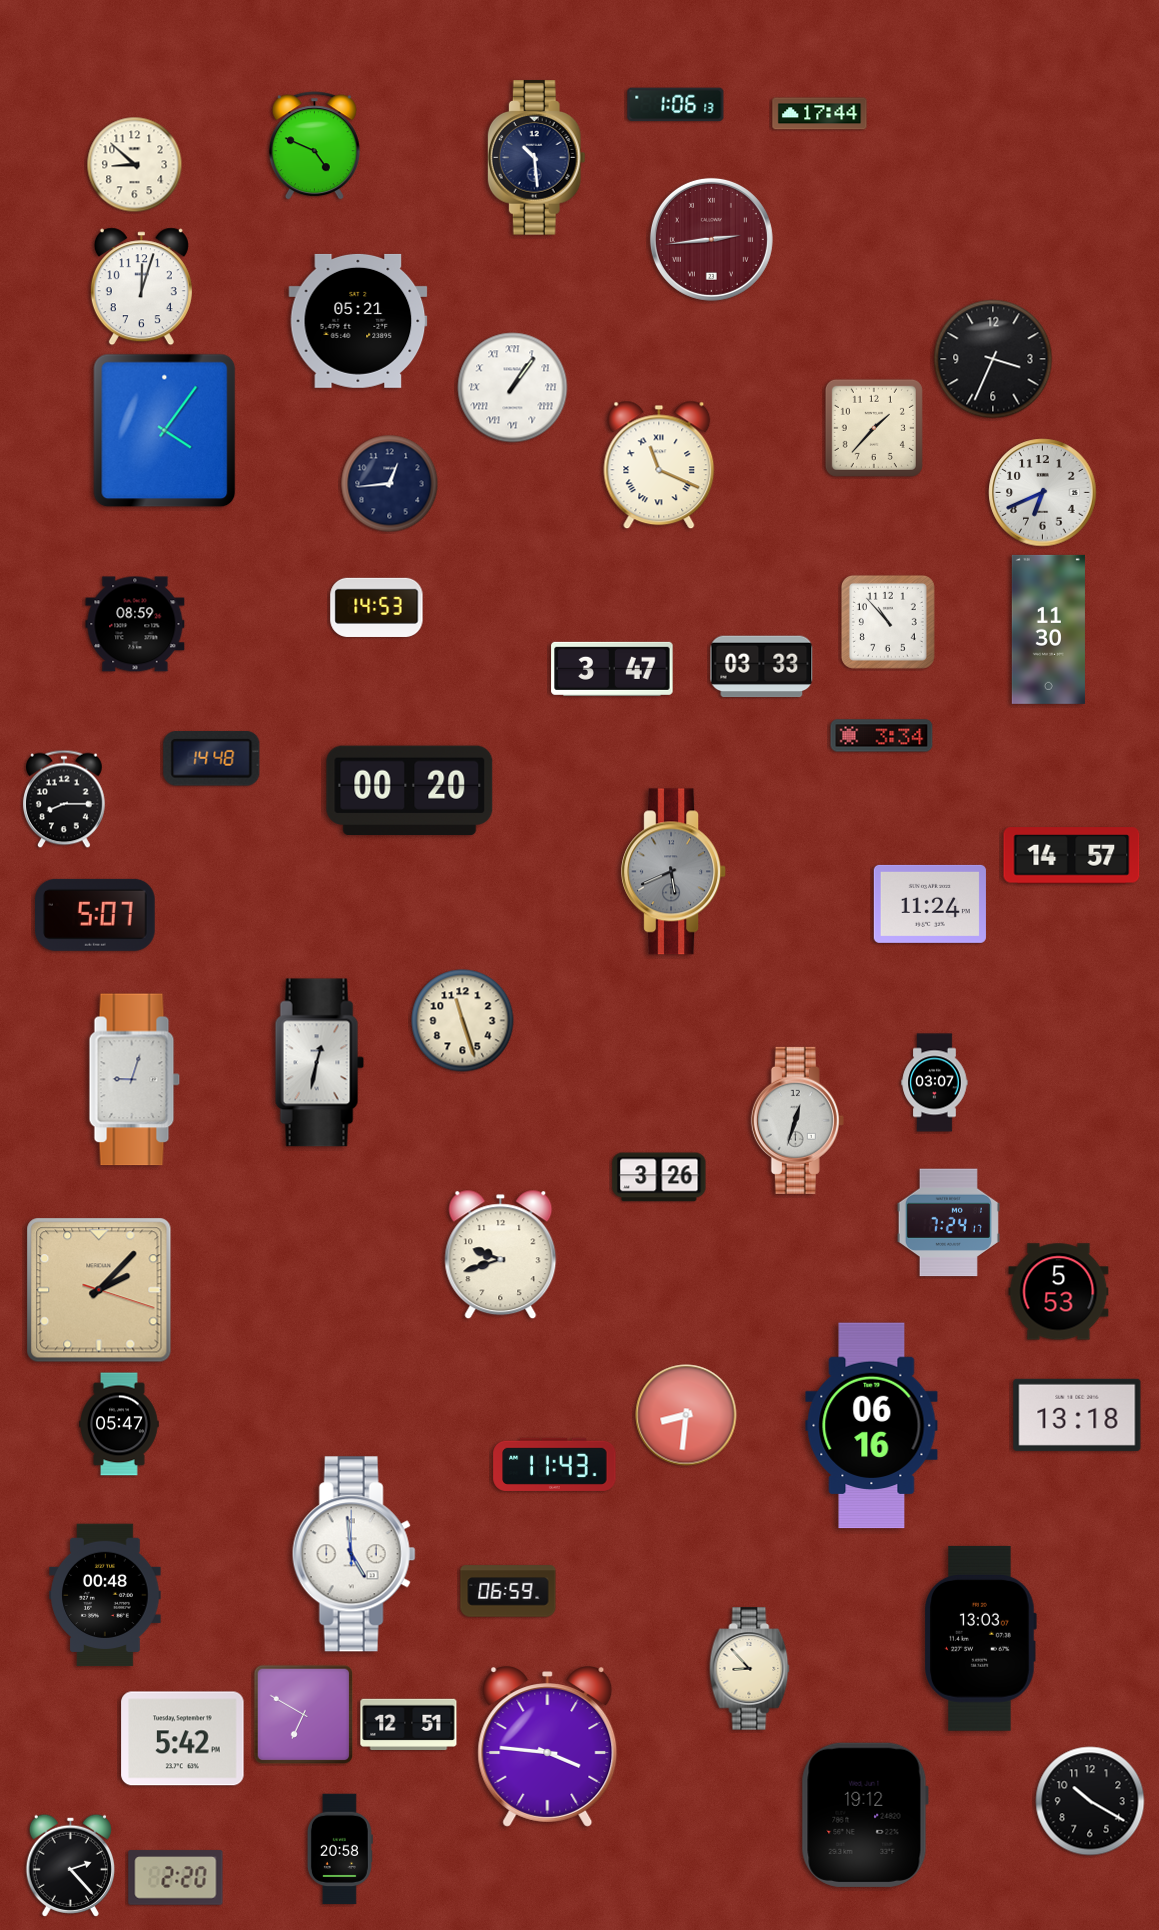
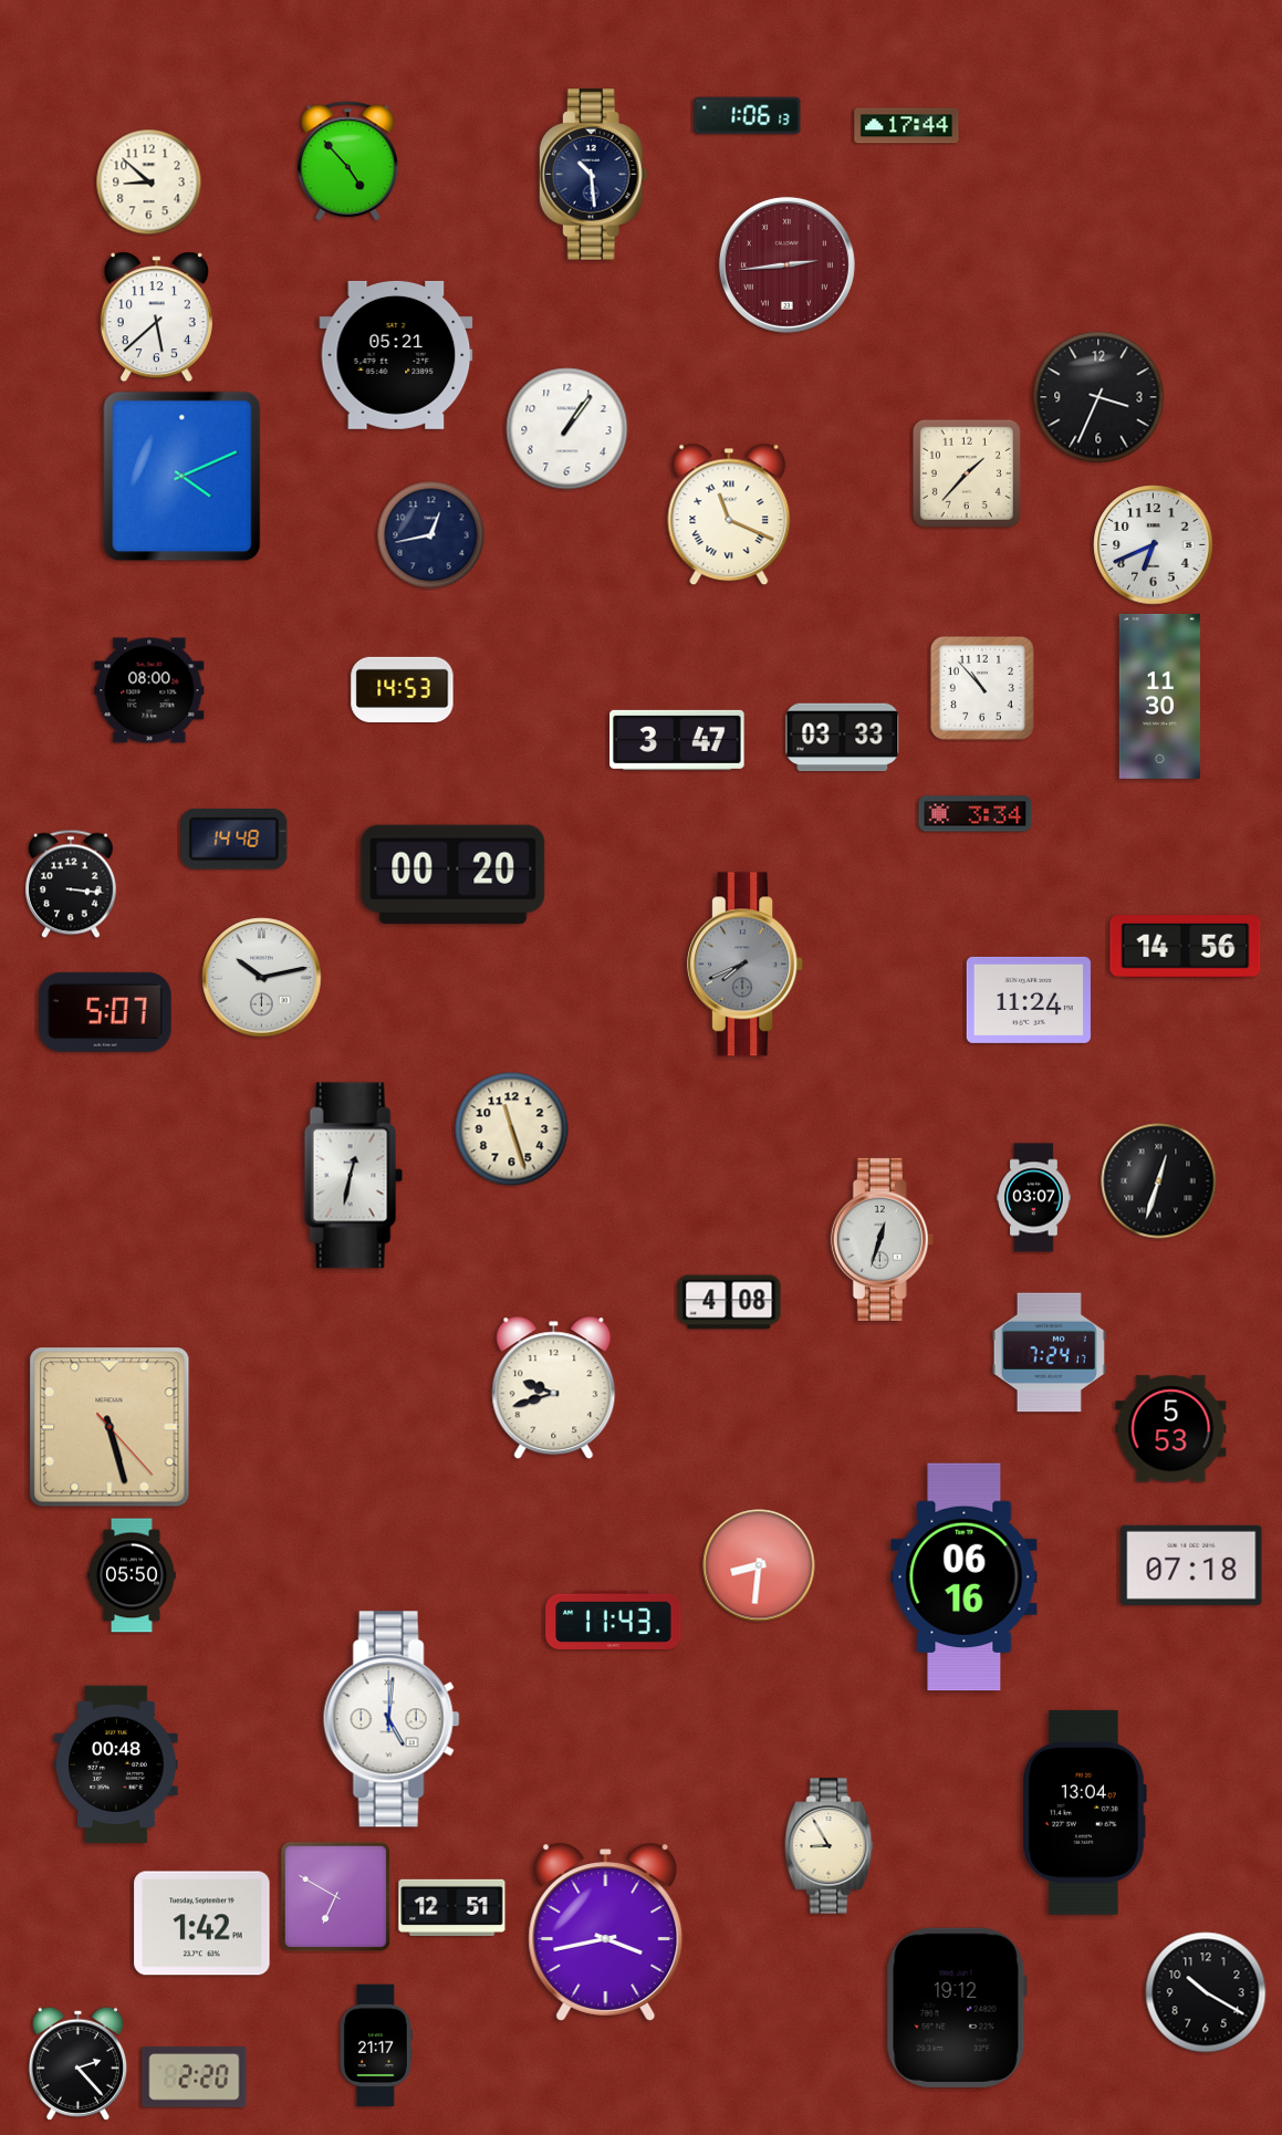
clock at (314, 146): 4:49 -> 4:53
clock at (141, 287): 12:03 -> 5:38
clock at (513, 388) numerals: Roman -> Arabic
clock at (165, 431): 4:06 -> 4:11
clock at (390, 484): 12:44 -> 12:43
clock at (377, 607) position: (377, 607) -> (403, 689)
clock at (135, 624): 08:59 -> 08:00
clock at (65, 799): 8:15 -> 3:16
clock at (1072, 856): 14:57 -> 14:56
clock at (674, 872): 5:41 -> 7:41
clock at (262, 978): none -> 10:13
clock at (1159, 1181): none -> 12:33
clock at (135, 1080): 9:03 -> none
clock at (659, 1177): 3:26 -> 4:08
clock at (99, 1290): 2:07 -> 5:27
clock at (1077, 1415): 13:18 -> 07:18
clock at (120, 1424): 05:47 -> 05:50
clock at (354, 1554): 4:59 -> 5:01
clock at (508, 1591): 06:59 -> none
clock at (980, 1638): 13:03 -> 13:04
clock at (750, 1669): 8:53 -> 8:55
clock at (183, 1739): 5:42 -> 1:42
clock at (548, 1747): 3:46 -> 3:43
clock at (340, 1849): 20:58 -> 21:17
